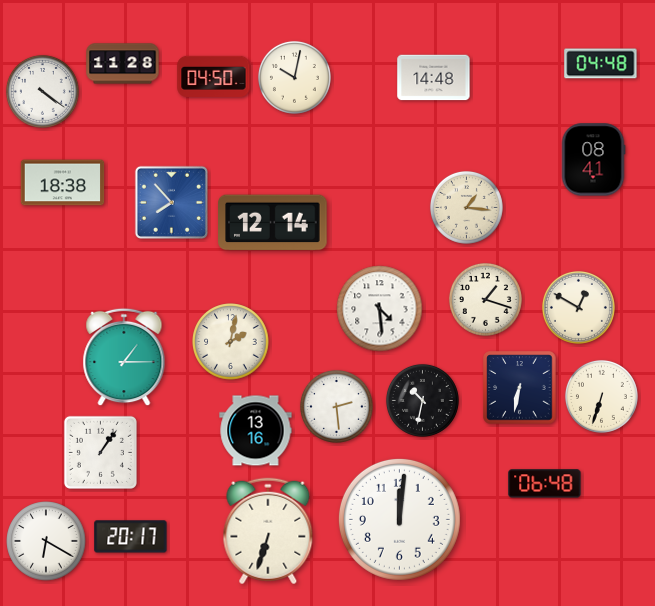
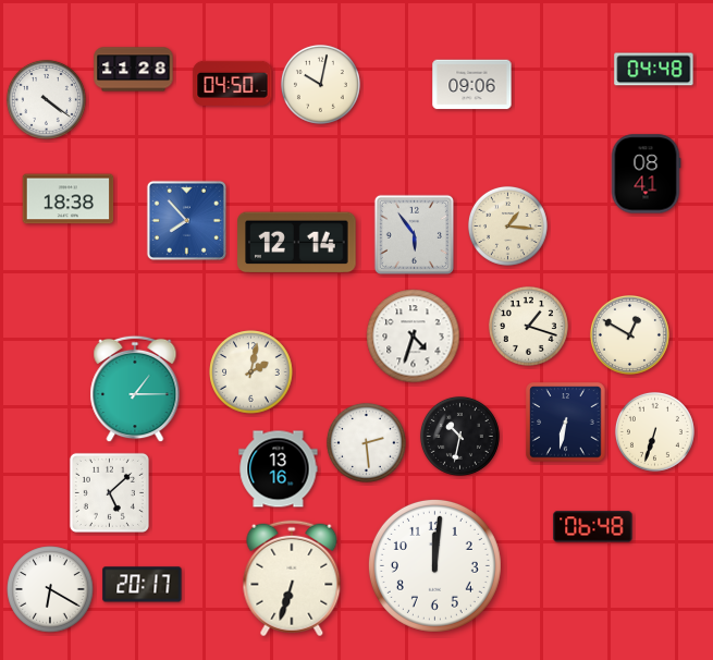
clock at (434, 78): 14:48 -> 09:06
clock at (414, 234): none -> 5:54
clock at (380, 309): 4:29 -> 4:33
clock at (100, 452): 1:06 -> 5:08
